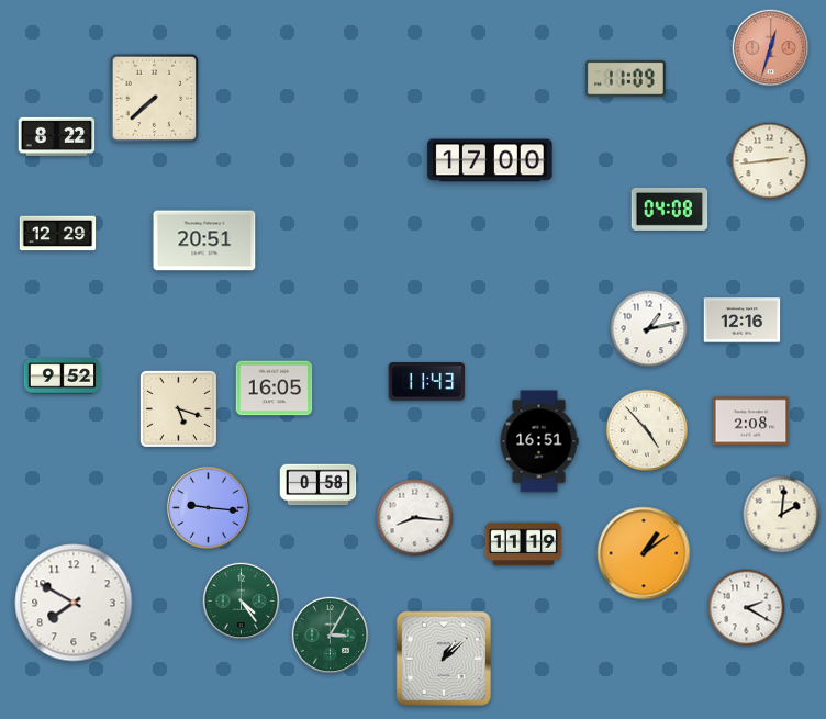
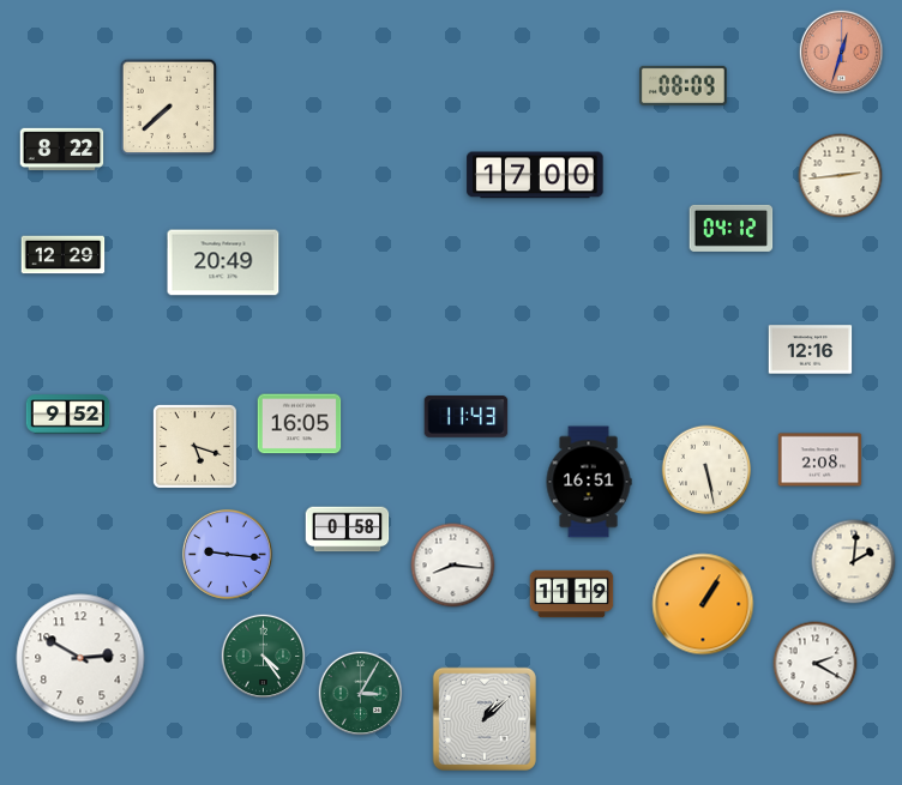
clock at (626, 78): 11:09 -> 08:09
clock at (670, 209): 04:08 -> 04:12
clock at (204, 240): 20:51 -> 20:49
clock at (649, 329): 1:13 -> none
clock at (63, 377) position: (63, 377) -> (68, 415)
clock at (647, 430): 4:53 -> 5:28
clock at (644, 553): 1:09 -> 1:05
clock at (74, 603): 7:50 -> 2:50
